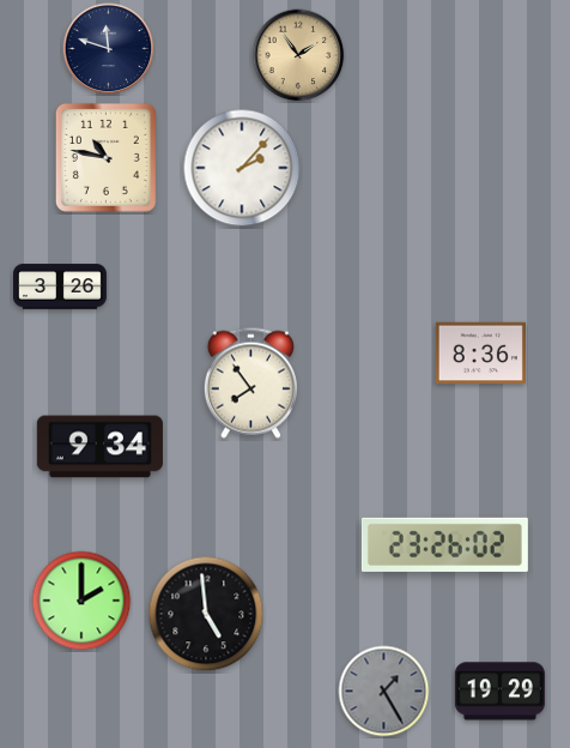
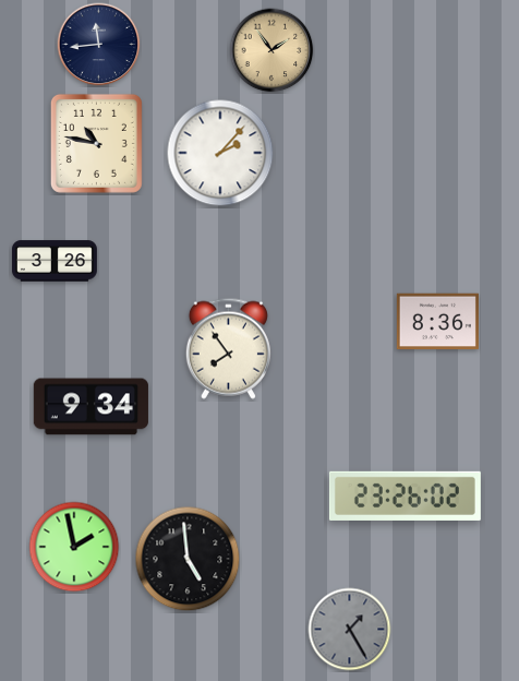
clock at (109, 49): 11:48 -> 11:44
clock at (81, 601): 2:00 -> 1:58
clock at (499, 692): 19:29 -> none
